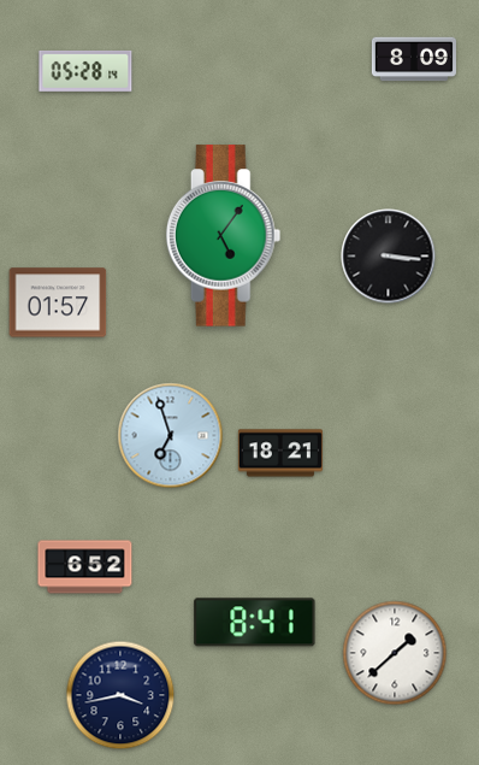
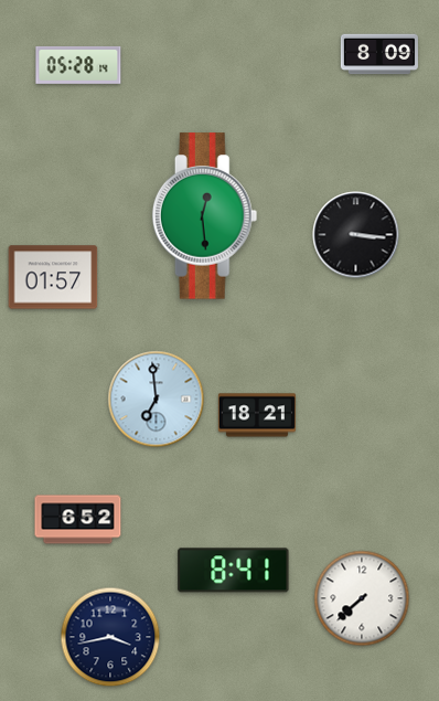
clock at (224, 236): 5:06 -> 12:29
clock at (171, 436): 6:57 -> 6:59
clock at (395, 653): 1:38 -> 7:38
